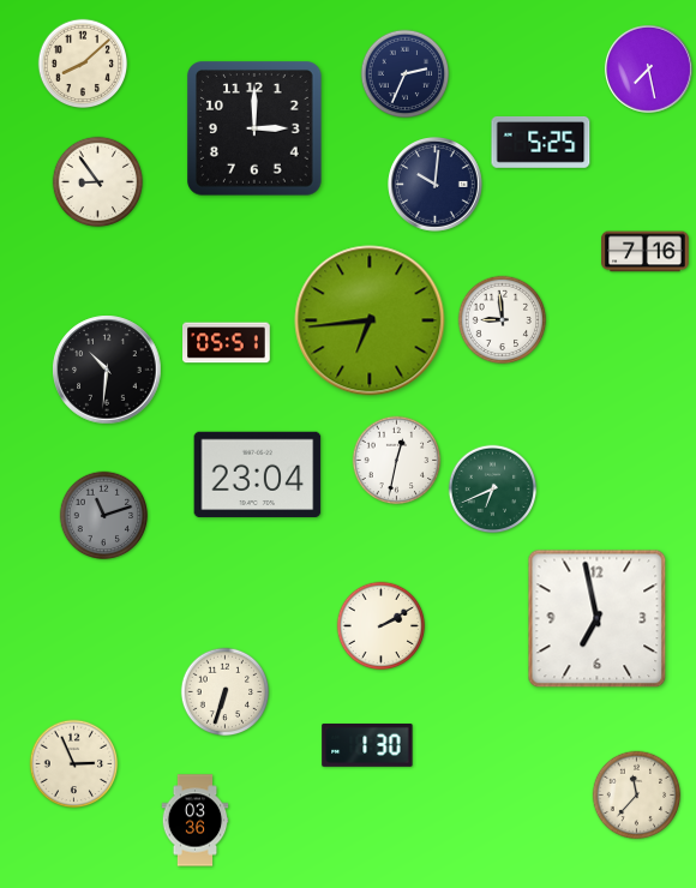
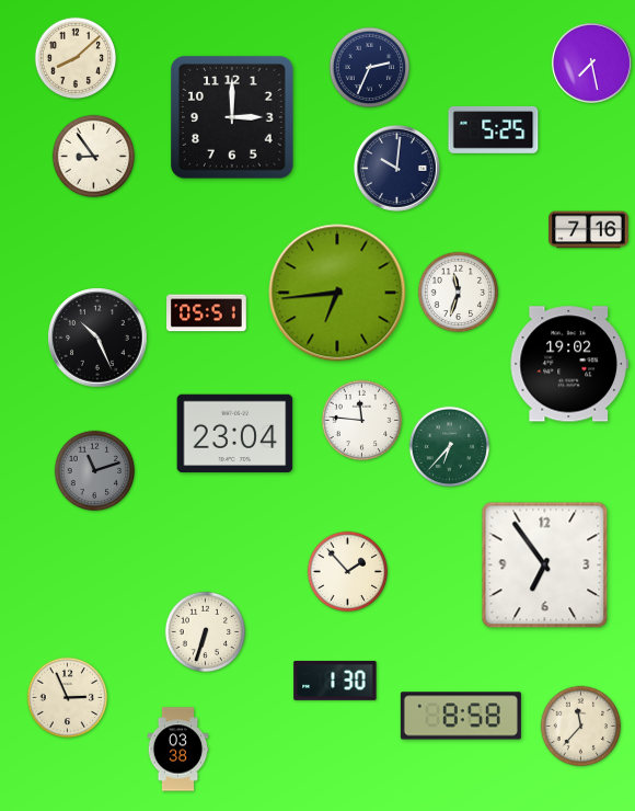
clock at (98, 182) position: (98, 182) -> (94, 157)
clock at (503, 320): 8:59 -> 11:33
clock at (107, 370): 10:31 -> 10:26
clock at (569, 364): none -> 19:02
clock at (397, 461): 12:32 -> 11:46
clock at (493, 490): 6:41 -> 6:37
clock at (598, 619): 6:58 -> 6:54
clock at (382, 626): 2:10 -> 1:53
clock at (461, 716): none -> 8:58
clock at (196, 821): 03:36 -> 03:38
